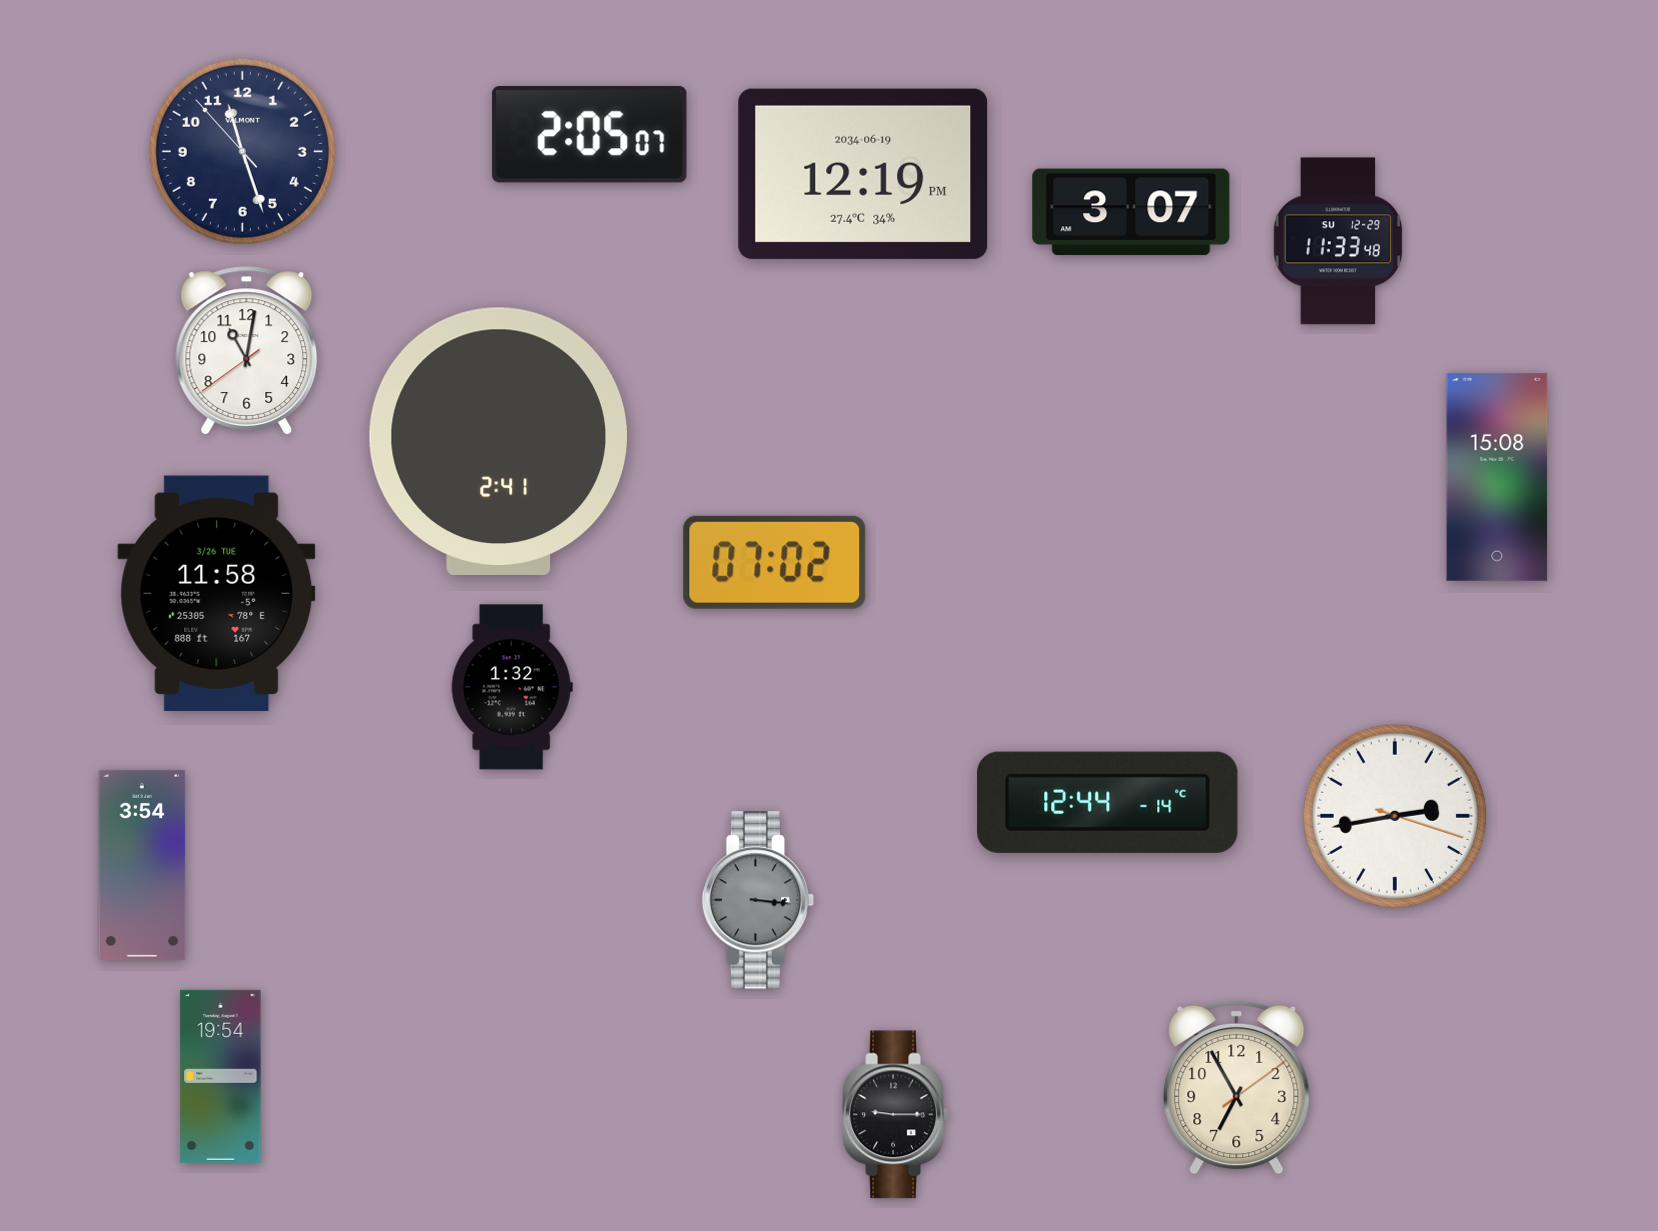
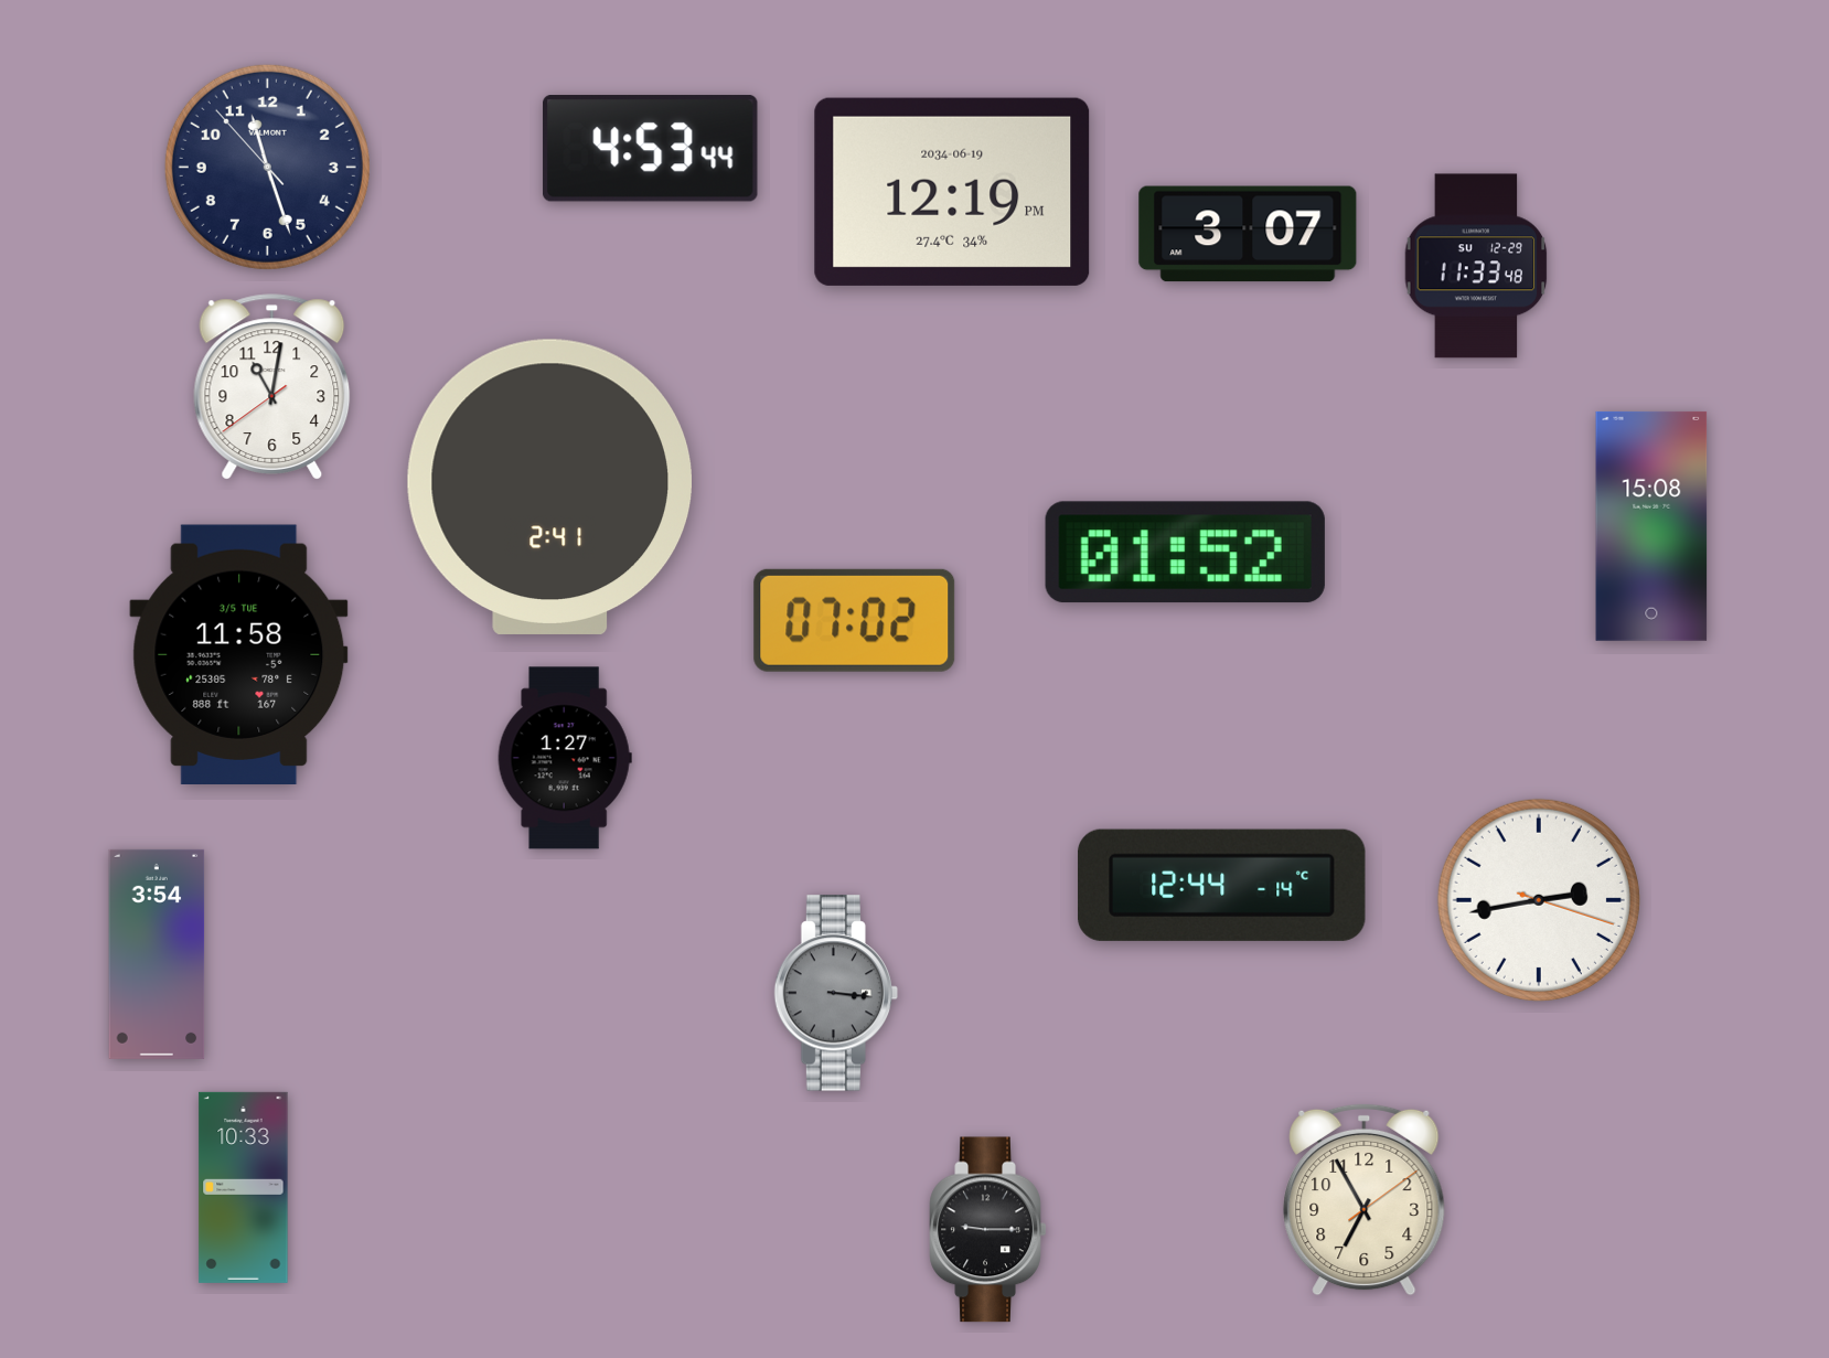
clock at (590, 135): 2:05 -> 4:53
clock at (1185, 553): none -> 01:52
clock at (217, 593) date: 3/26 TUE -> 3/5 TUE
clock at (512, 687): 1:32 -> 1:27
clock at (221, 1076): 19:54 -> 10:33
